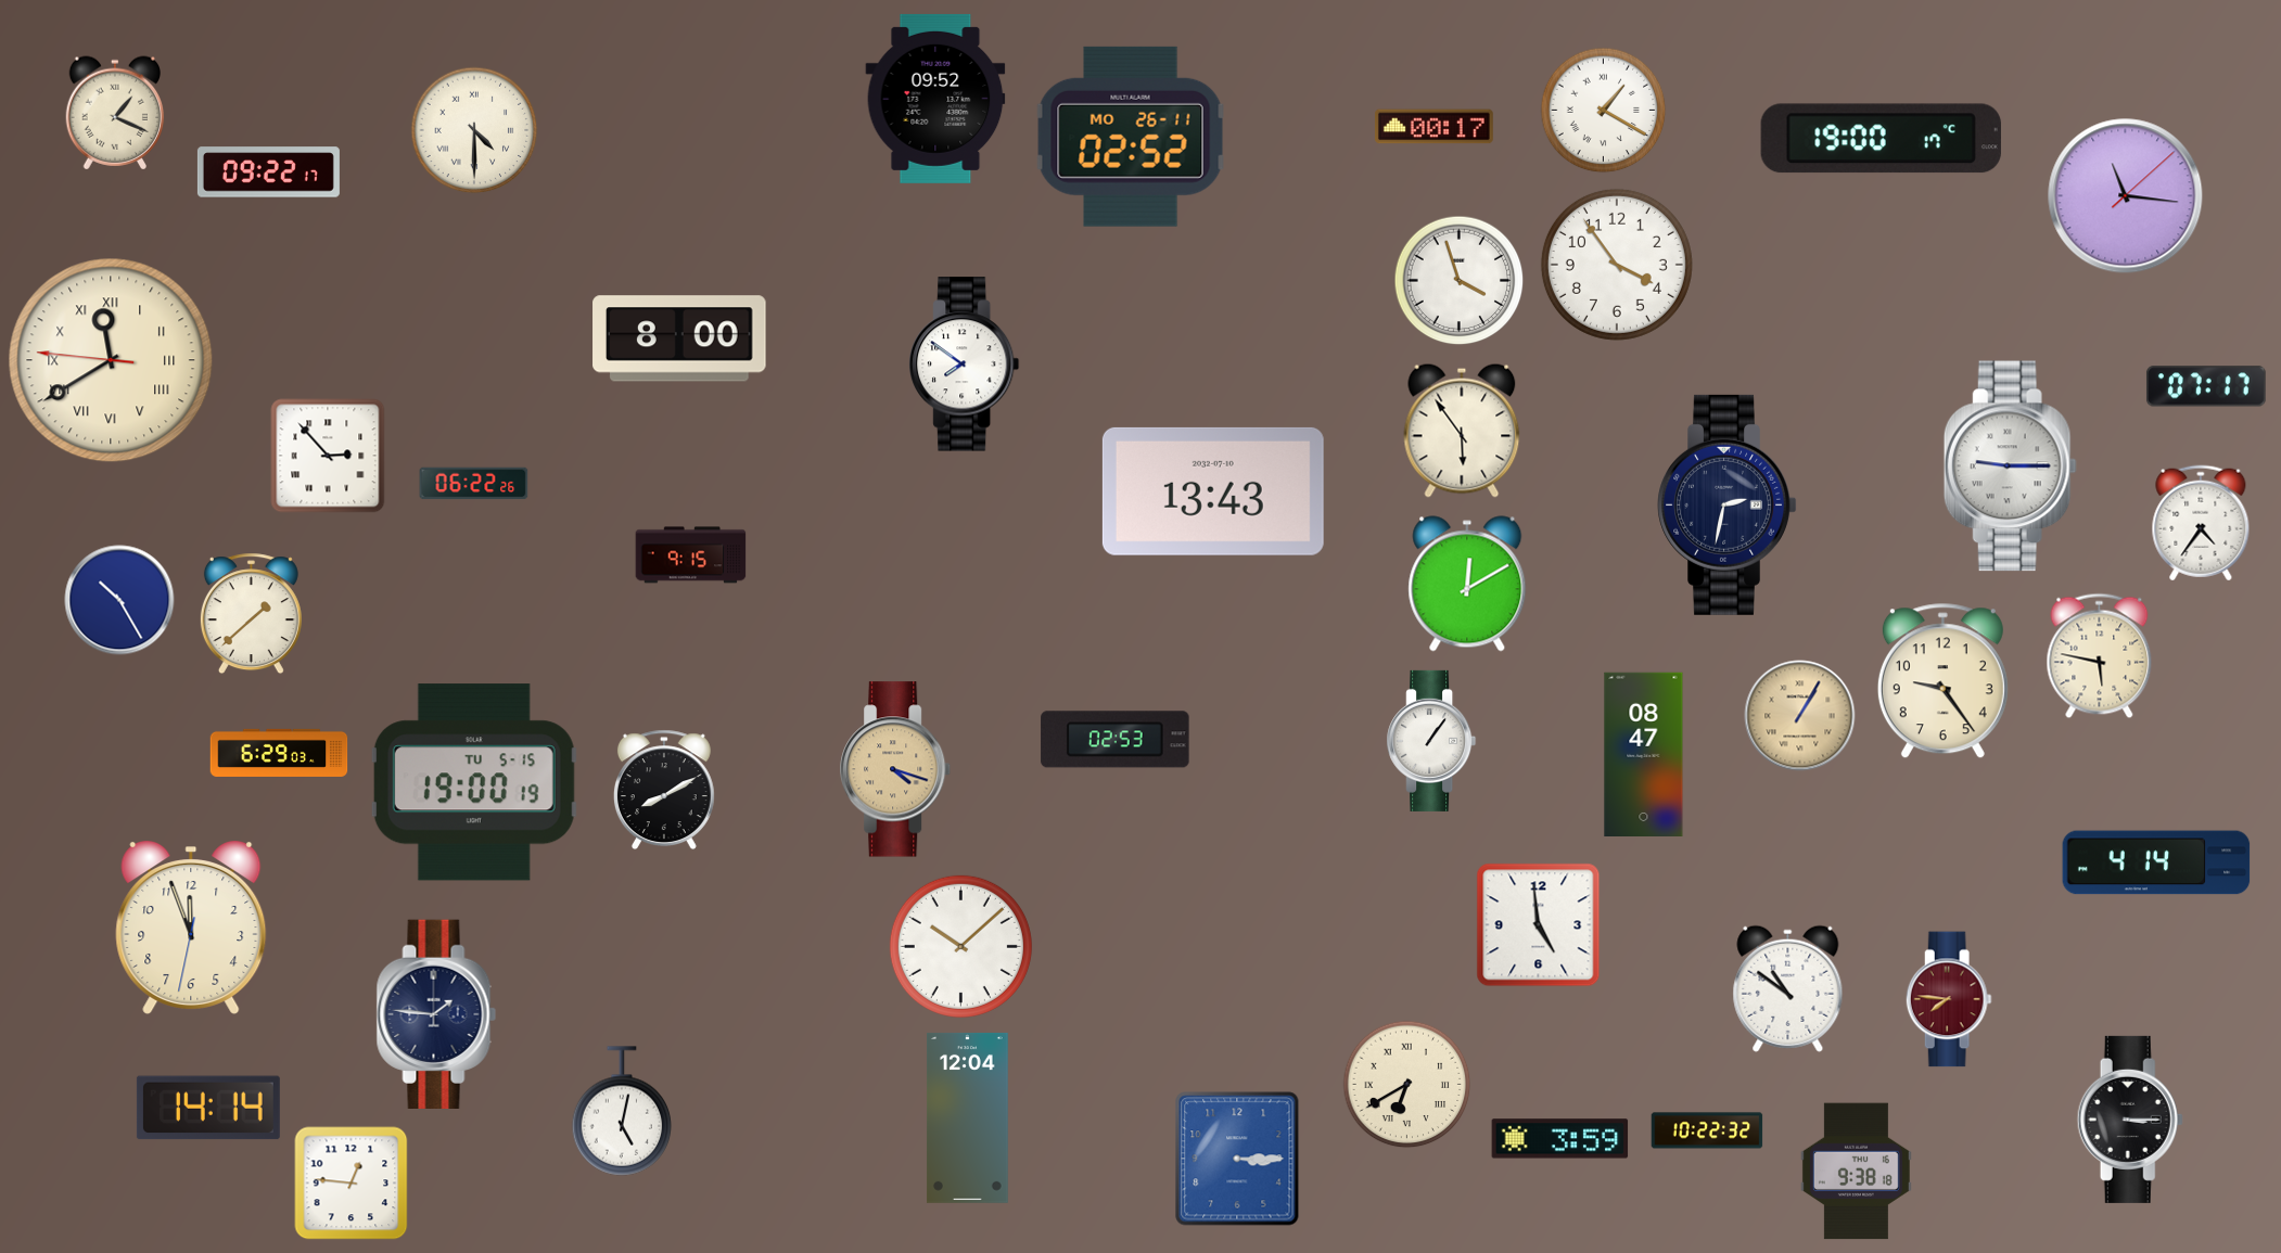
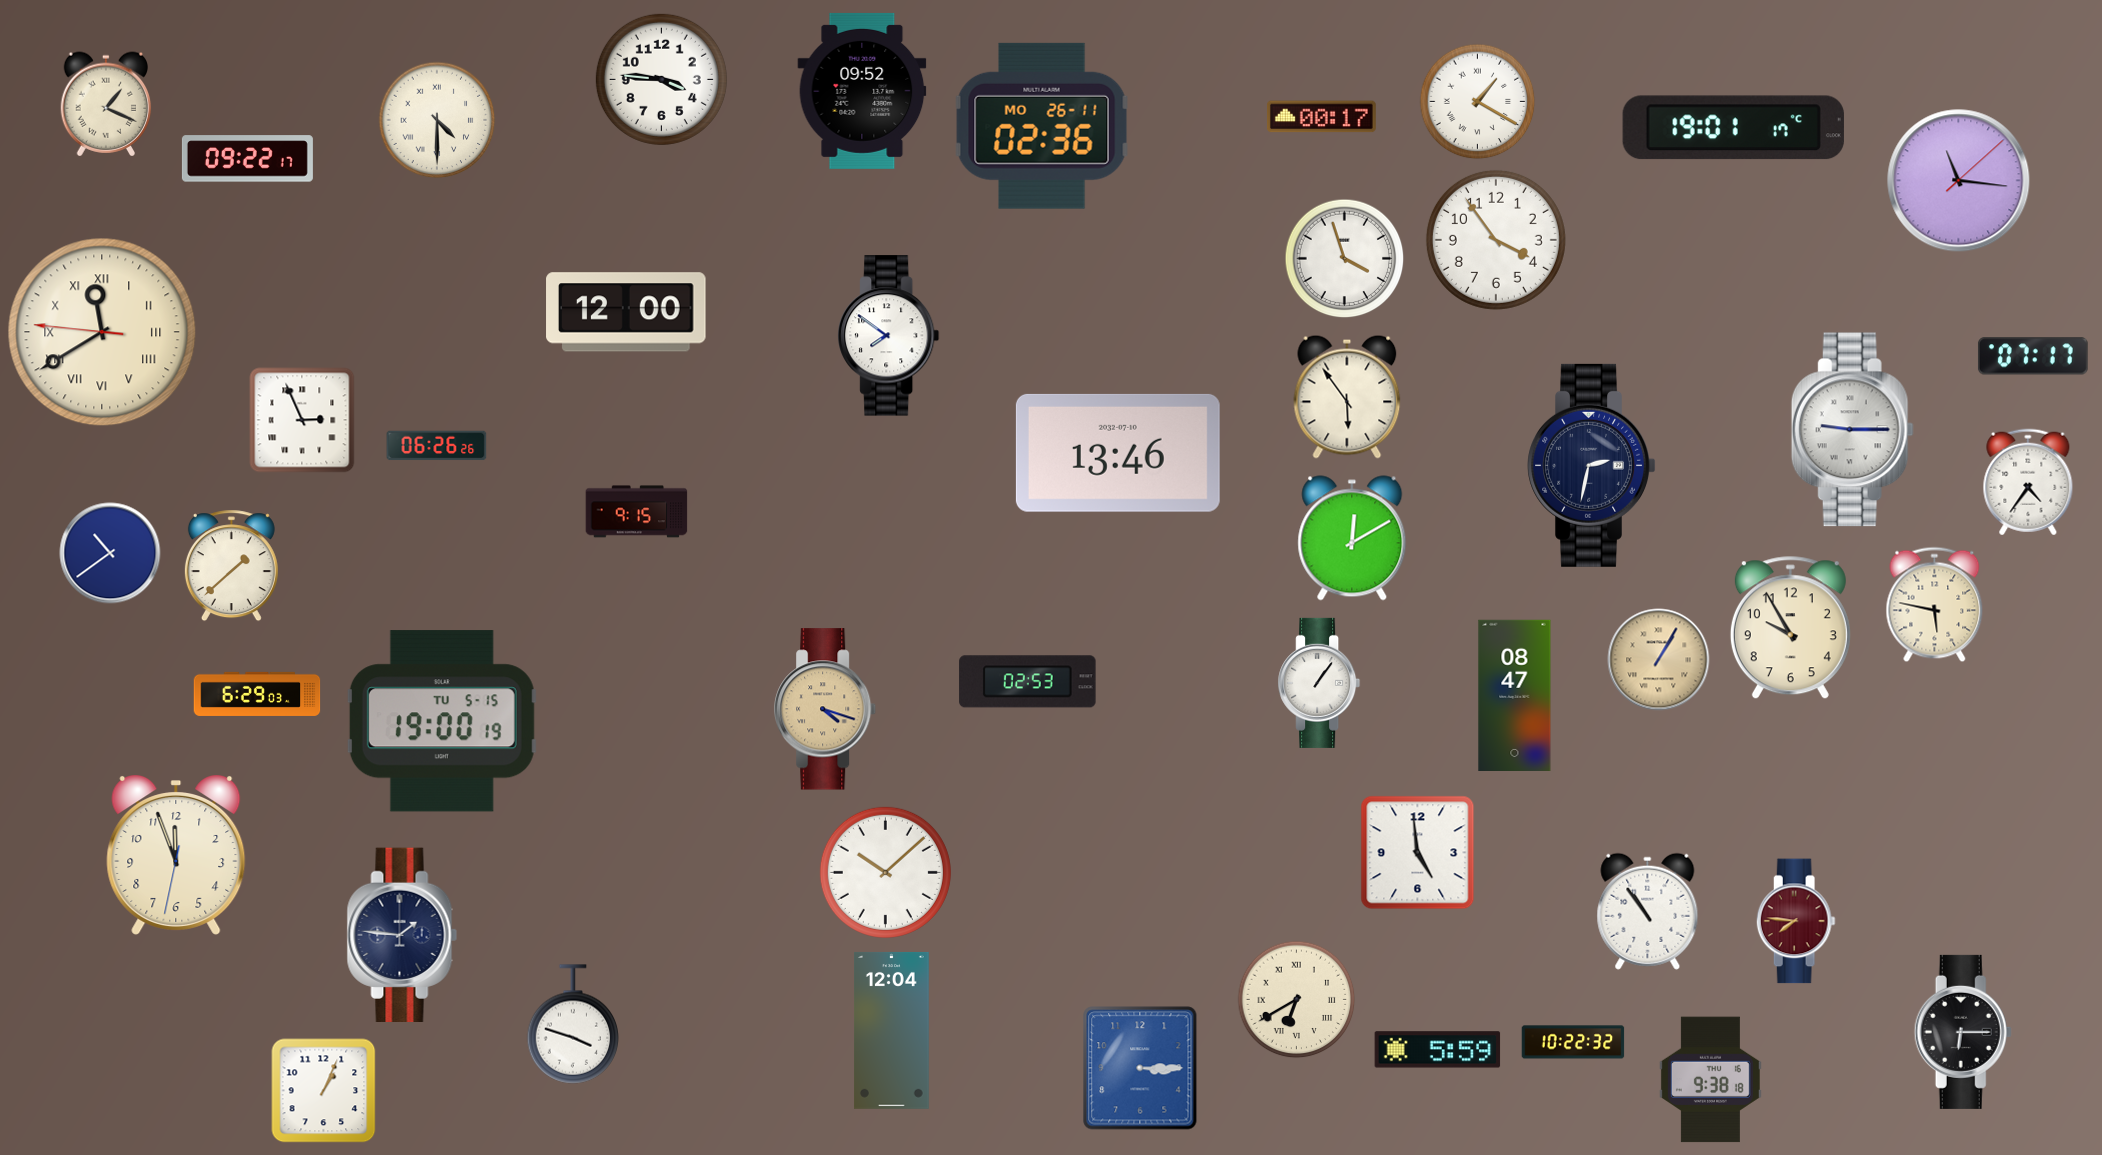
clock at (661, 79): none -> 3:46
clock at (1131, 137): 02:52 -> 02:36
clock at (1881, 139): 19:00 -> 19:01
clock at (1617, 265) position: (1617, 265) -> (1496, 240)
clock at (679, 338): 8:00 -> 12:00
clock at (328, 456): 2:53 -> 2:56
clock at (474, 484): 06:22 -> 06:26
clock at (1213, 491): 13:43 -> 13:46
clock at (119, 600): 10:25 -> 10:39
clock at (1942, 681): 9:24 -> 9:55
clock at (474, 782) position: (474, 782) -> (442, 721)
clock at (664, 790): 8:10 -> none
clock at (2156, 862): 4:14 -> none
clock at (1788, 988): 10:51 -> 10:54
clock at (208, 1108): 14:14 -> none
clock at (622, 1111): 5:02 -> 3:48
clock at (2130, 1120): 3:15 -> 6:15
clock at (1560, 1139): 3:59 -> 5:59
clock at (352, 1184): 12:46 -> 1:04
